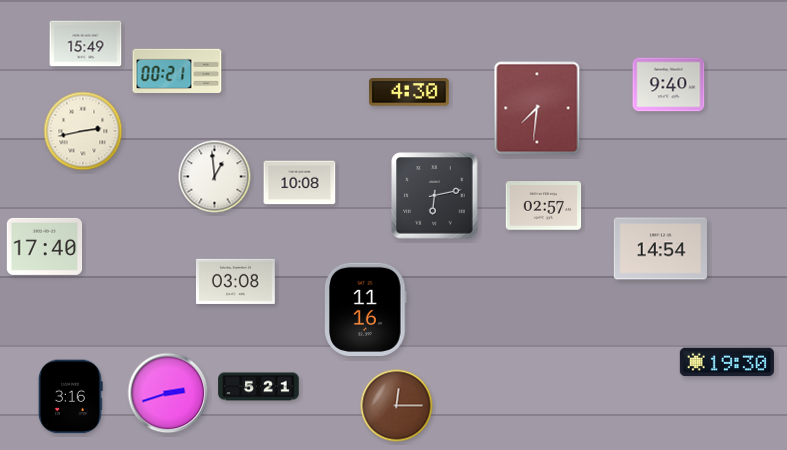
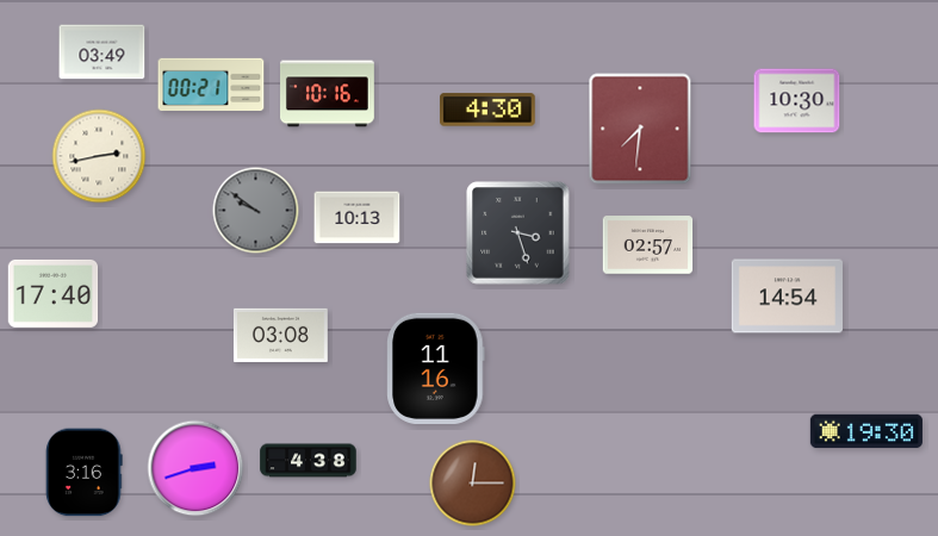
clock at (86, 44): 15:49 -> 03:49
clock at (328, 94): none -> 10:16
clock at (669, 85): 9:40 -> 10:30
clock at (215, 177): 12:59 -> 9:51
clock at (215, 177) dial: white -> grey
clock at (300, 183): 10:08 -> 10:13
clock at (435, 196): 6:13 -> 3:27
clock at (259, 387): 5:21 -> 4:38
clock at (168, 393) position: (168, 393) -> (195, 468)
